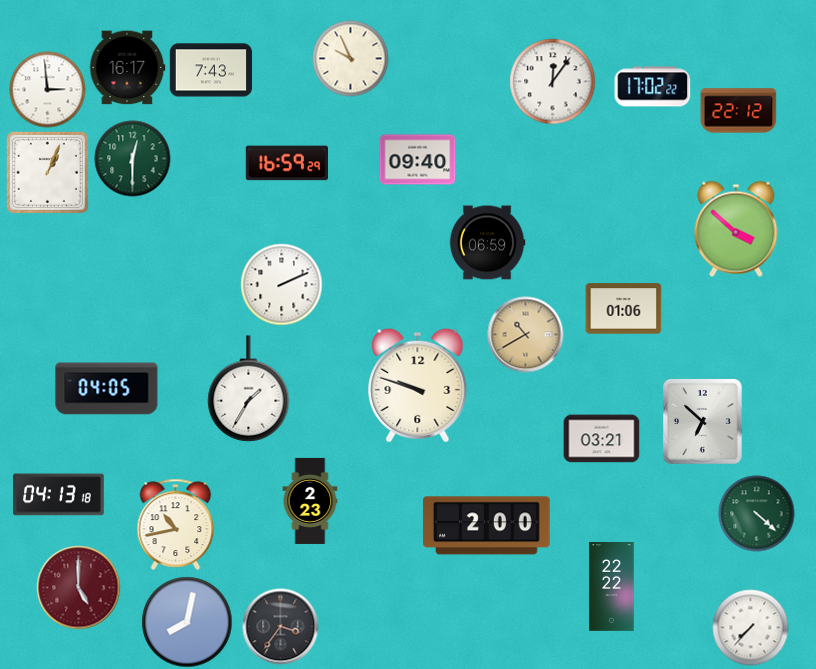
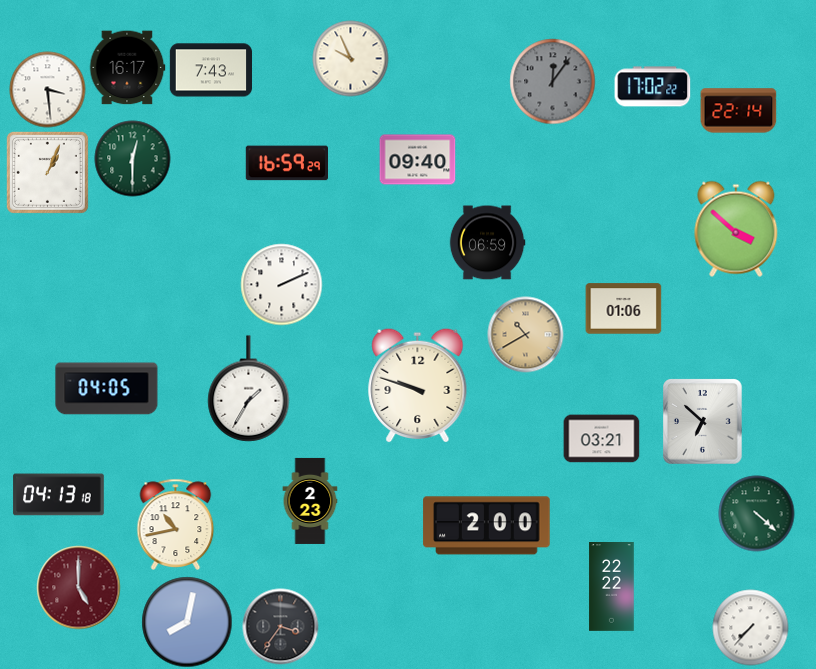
clock at (553, 82) dial: white -> grey
clock at (48, 90): 2:59 -> 3:29
clock at (739, 111): 22:12 -> 22:14
